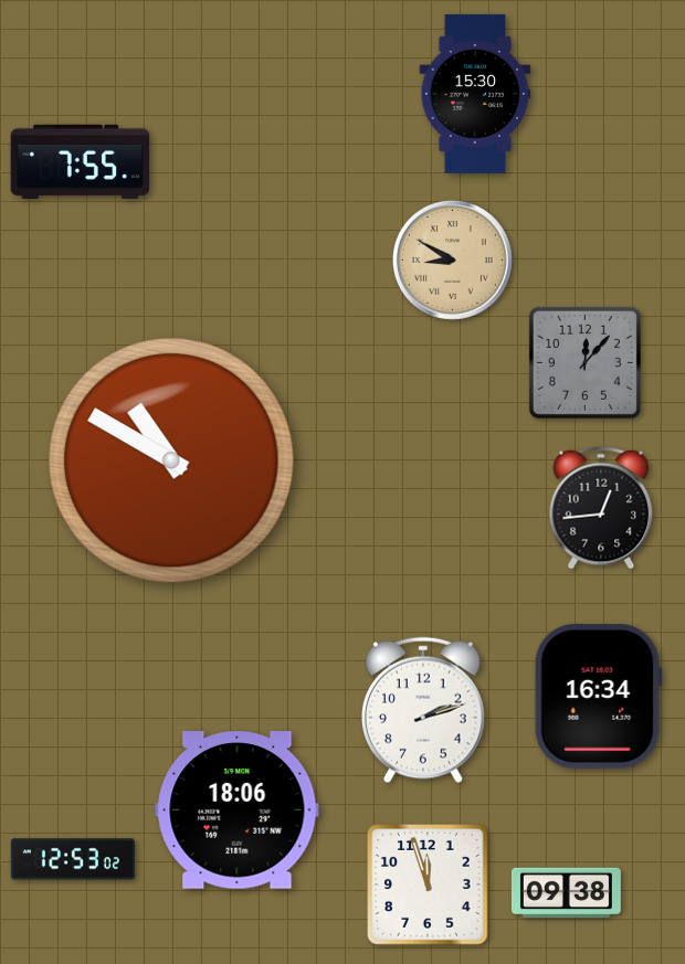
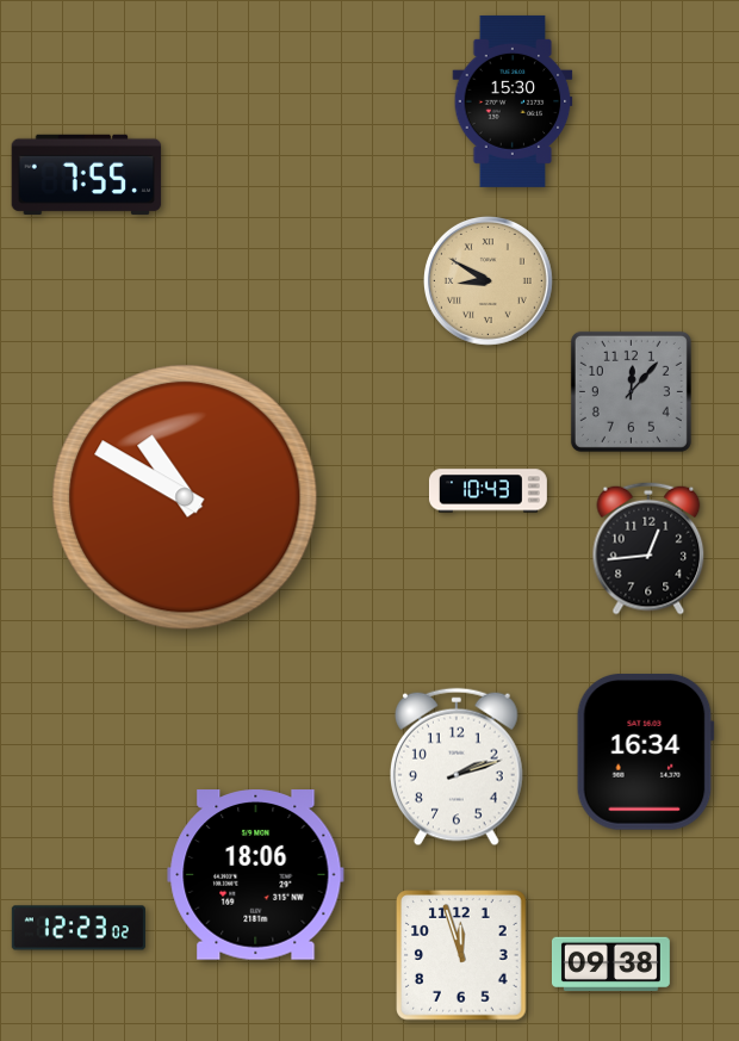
clock at (488, 491): none -> 10:43
clock at (73, 859): 12:53 -> 12:23
